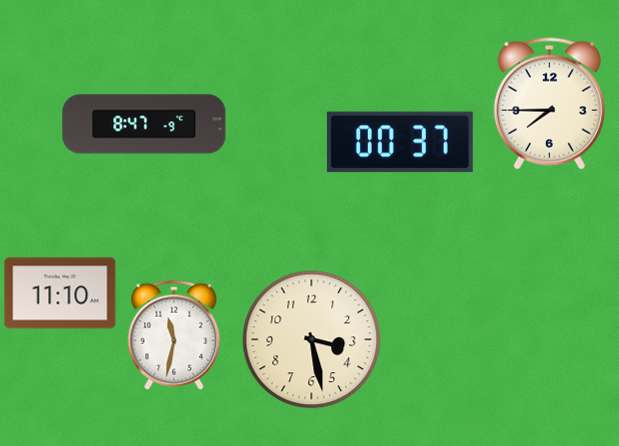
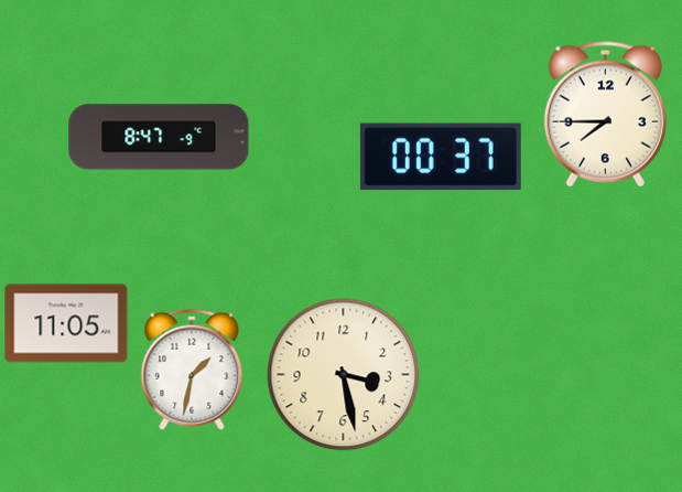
clock at (60, 293): 11:10 -> 11:05
clock at (174, 335): 11:32 -> 1:32
